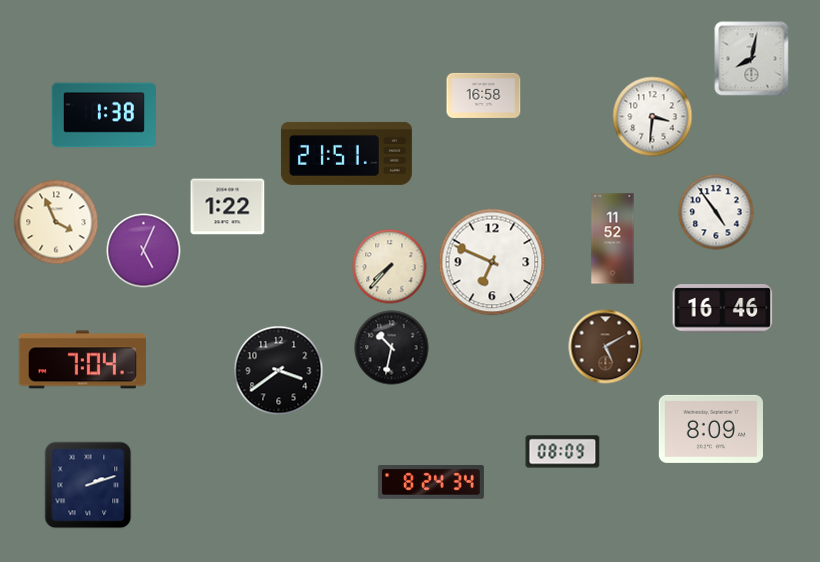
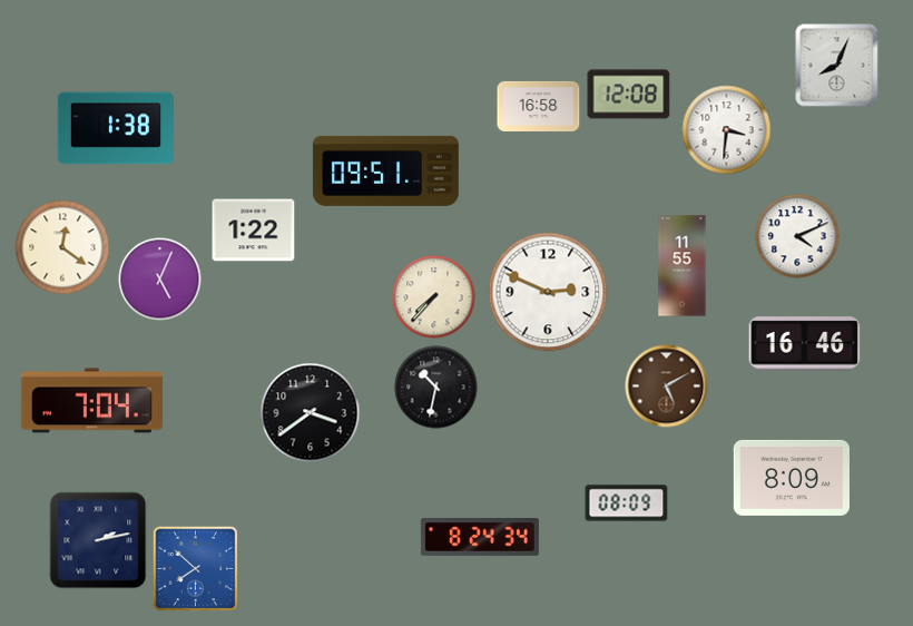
clock at (752, 59): 8:02 -> 8:04
clock at (629, 95): none -> 12:08
clock at (346, 153): 21:51 -> 09:51
clock at (716, 212): 4:54 -> 4:11
clock at (56, 222): 3:56 -> 12:21
clock at (613, 239): 11:52 -> 11:55
clock at (492, 262): 6:49 -> 2:49
clock at (606, 347) position: (606, 347) -> (667, 387)
clock at (88, 485): 2:12 -> 2:13
clock at (196, 569): none -> 7:52
